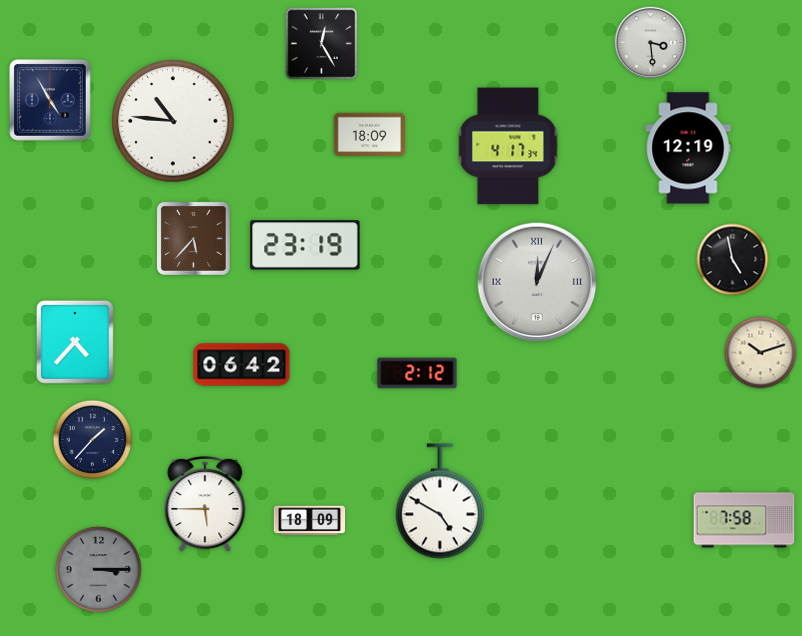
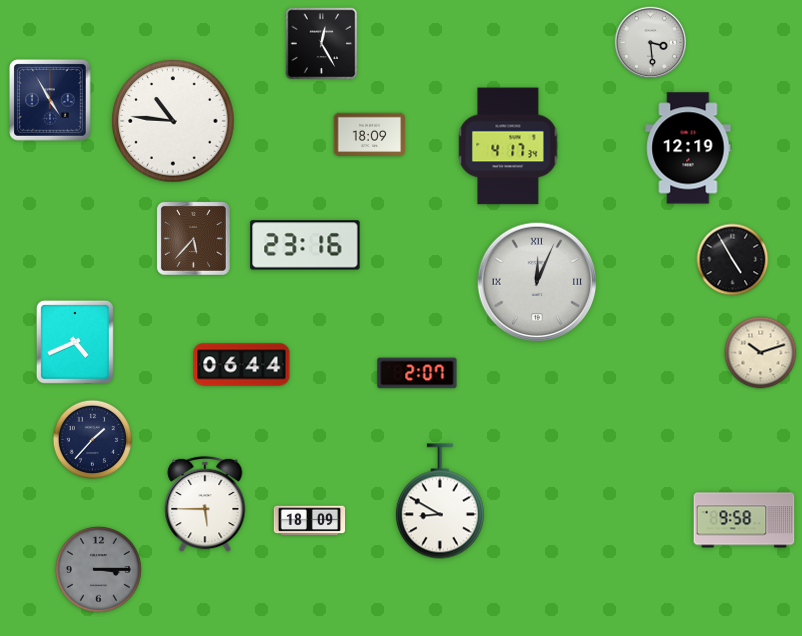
clock at (305, 245): 23:19 -> 23:16
clock at (733, 260): 4:58 -> 4:55
clock at (75, 342): 4:37 -> 4:41
clock at (242, 365): 06:42 -> 06:44
clock at (417, 373): 2:12 -> 2:07
clock at (440, 501): 4:50 -> 8:50
clock at (744, 520): 7:58 -> 9:58
